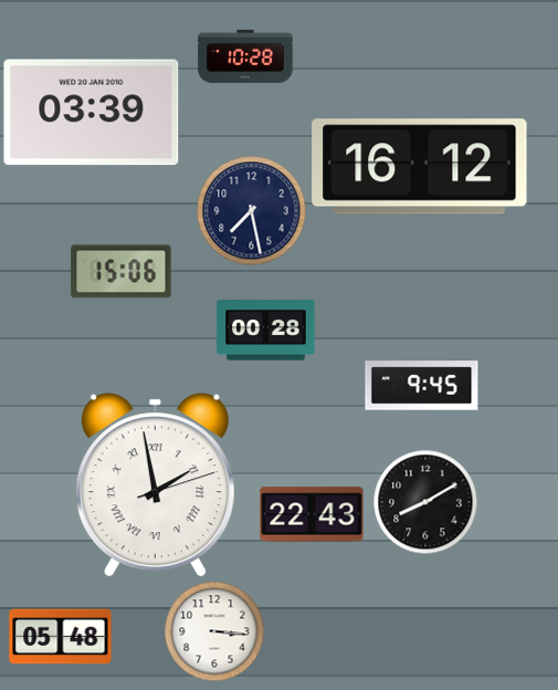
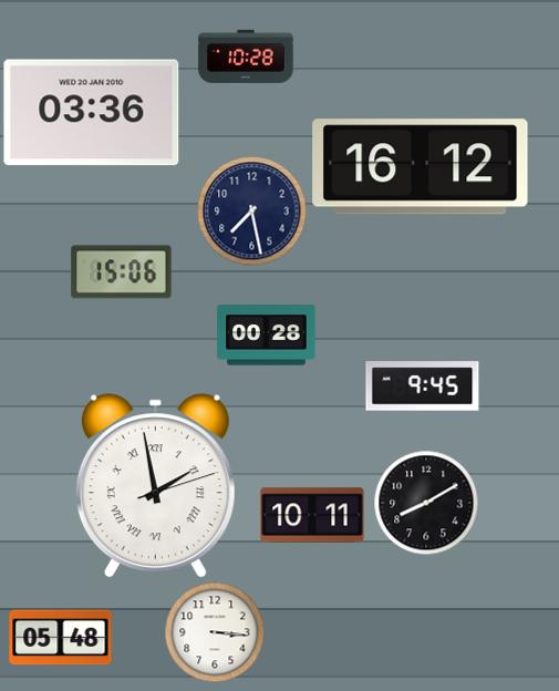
clock at (92, 113): 03:39 -> 03:36
clock at (266, 331) position: (266, 331) -> (267, 336)
clock at (312, 514): 22:43 -> 10:11
